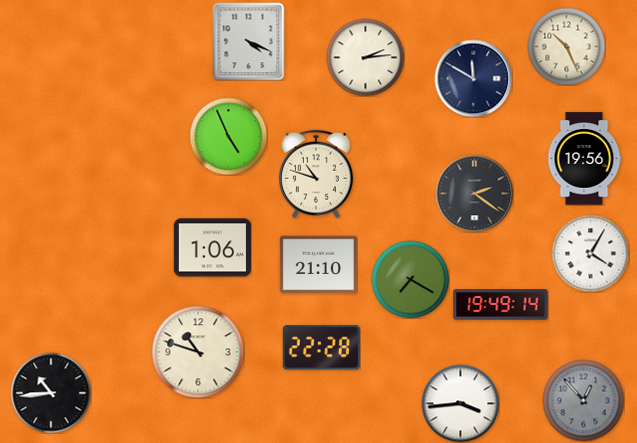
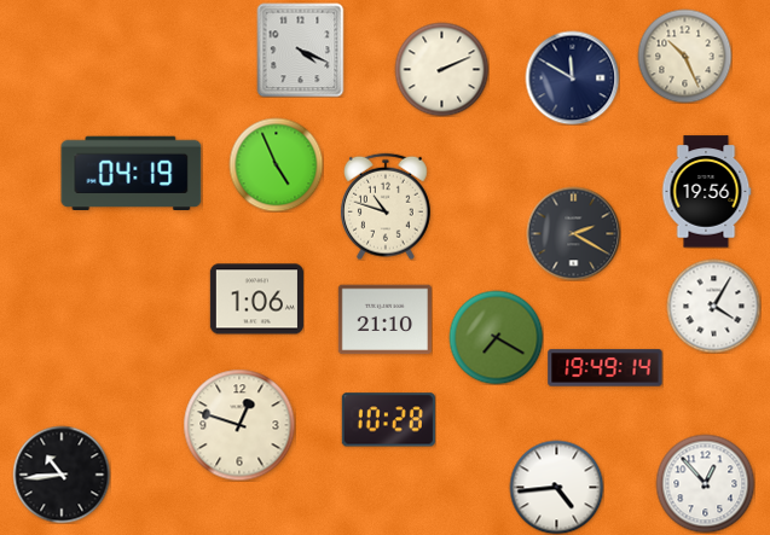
clock at (365, 57): 2:14 -> 2:11
clock at (473, 78) position: (473, 78) -> (572, 77)
clock at (132, 174): none -> 04:19
clock at (316, 174) position: (316, 174) -> (386, 207)
clock at (474, 193): 2:21 -> 2:20
clock at (321, 348): 22:28 -> 10:28
clock at (198, 352): 10:48 -> 12:48
clock at (583, 400) dial: grey -> white
clock at (460, 403): 3:44 -> 4:44
